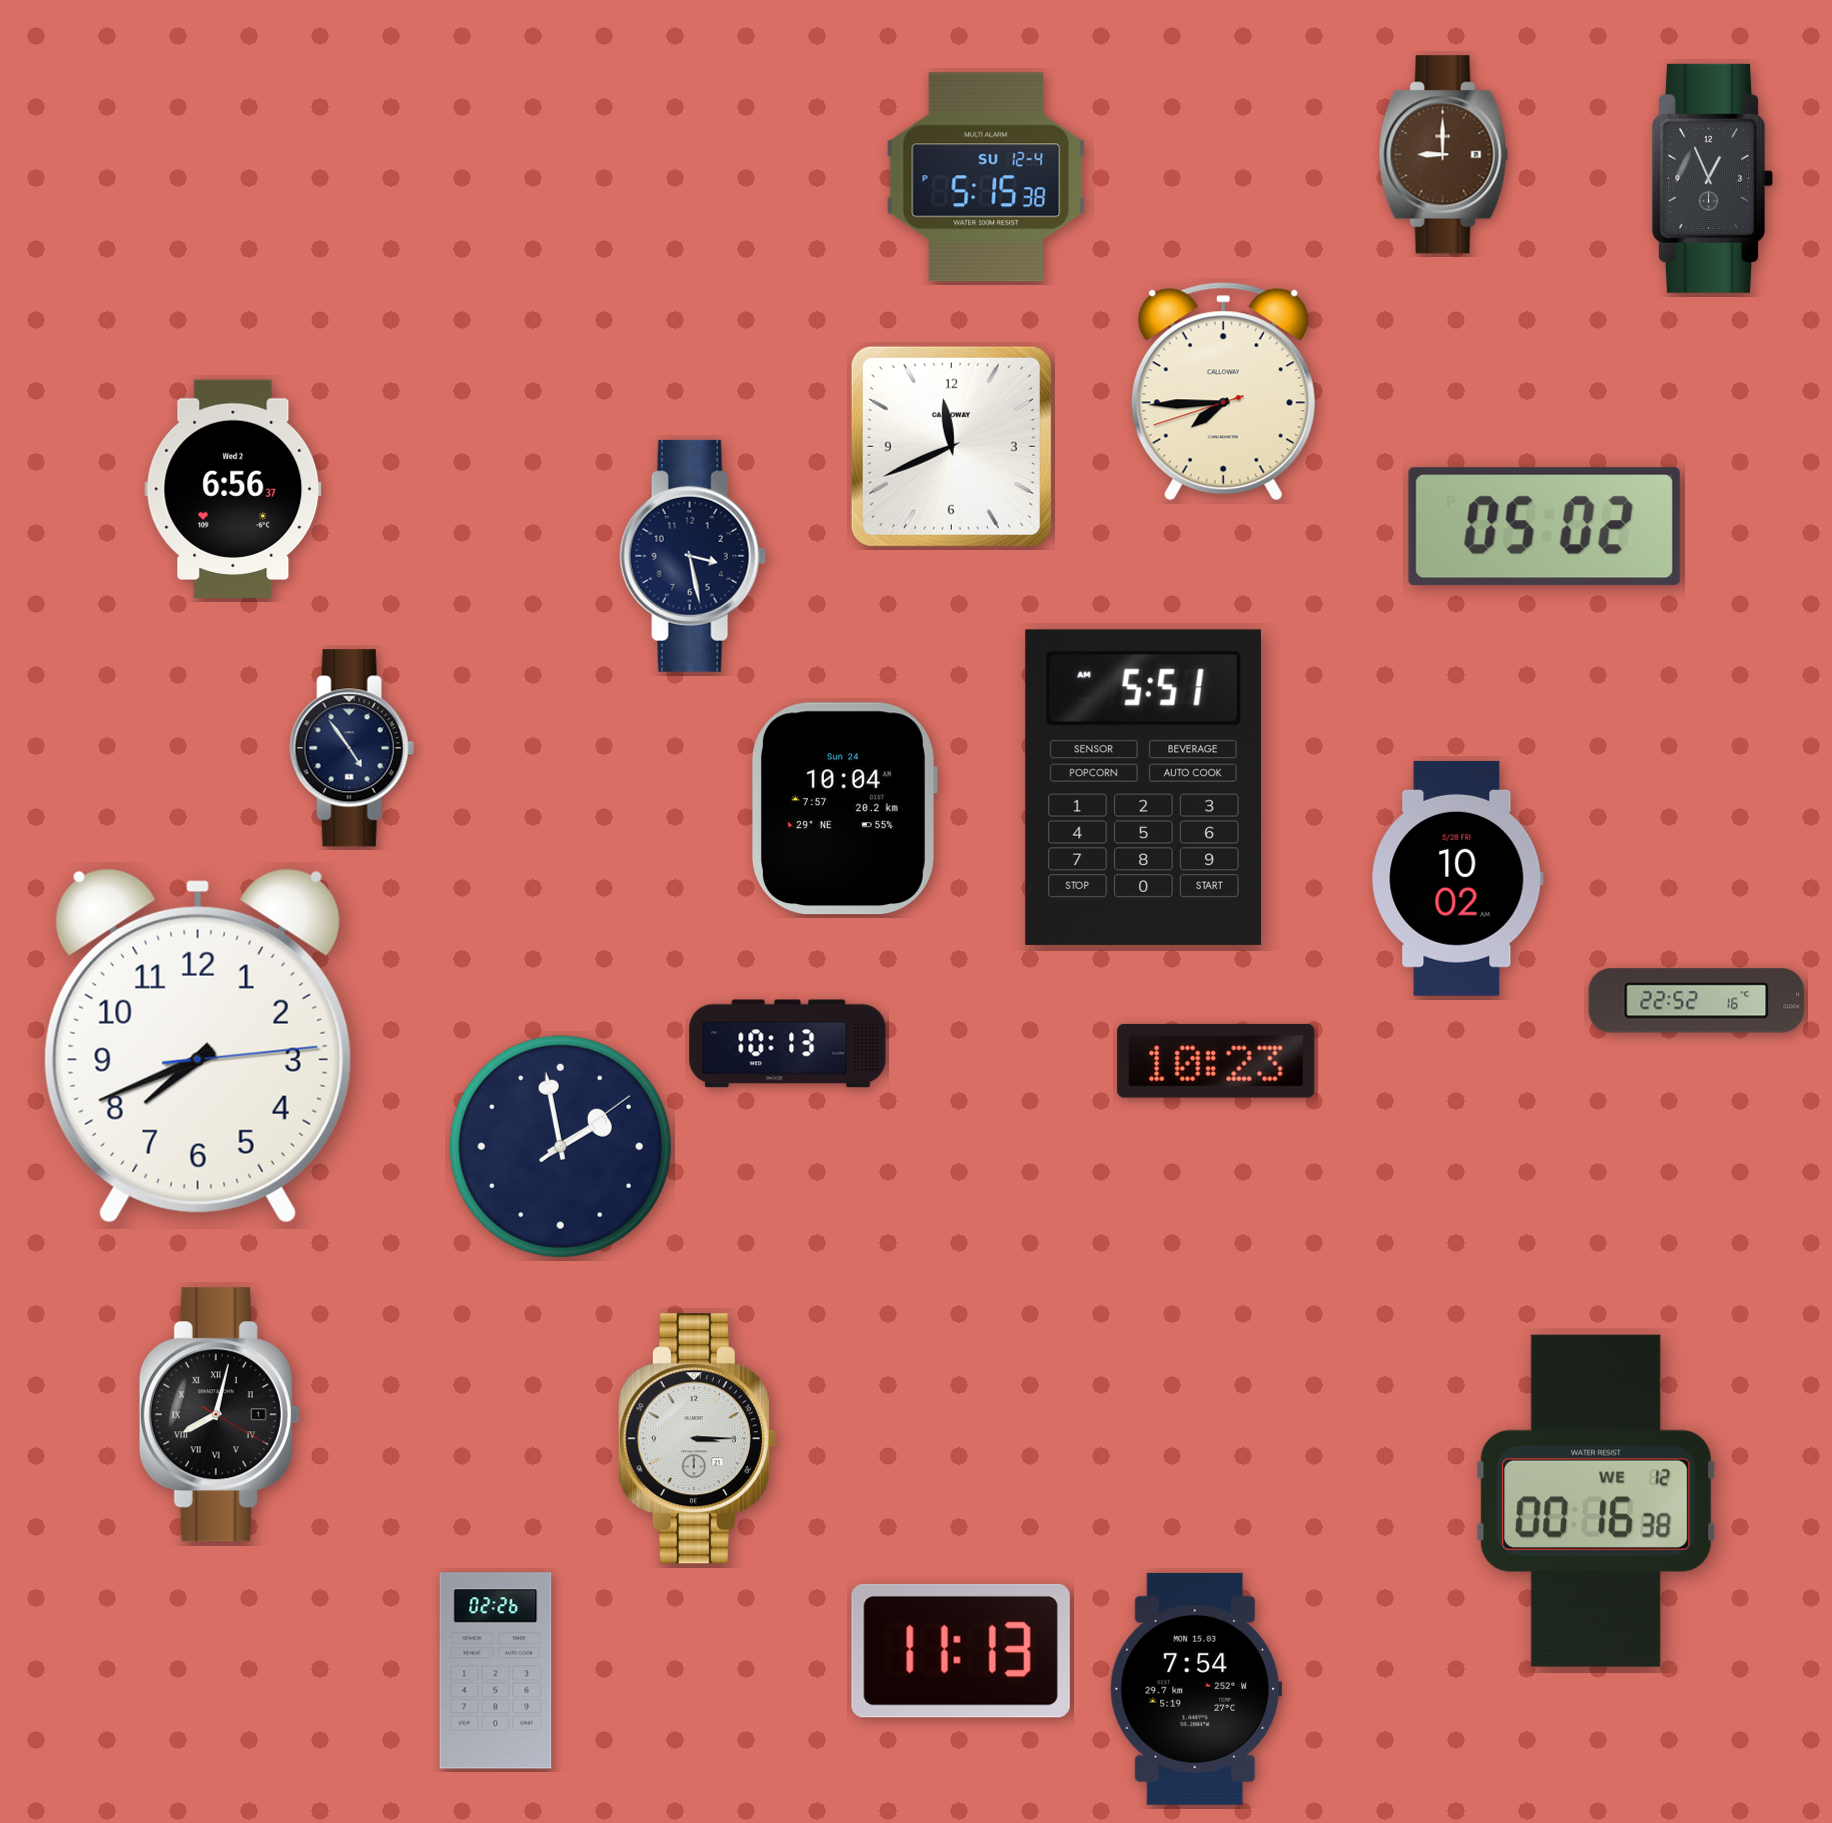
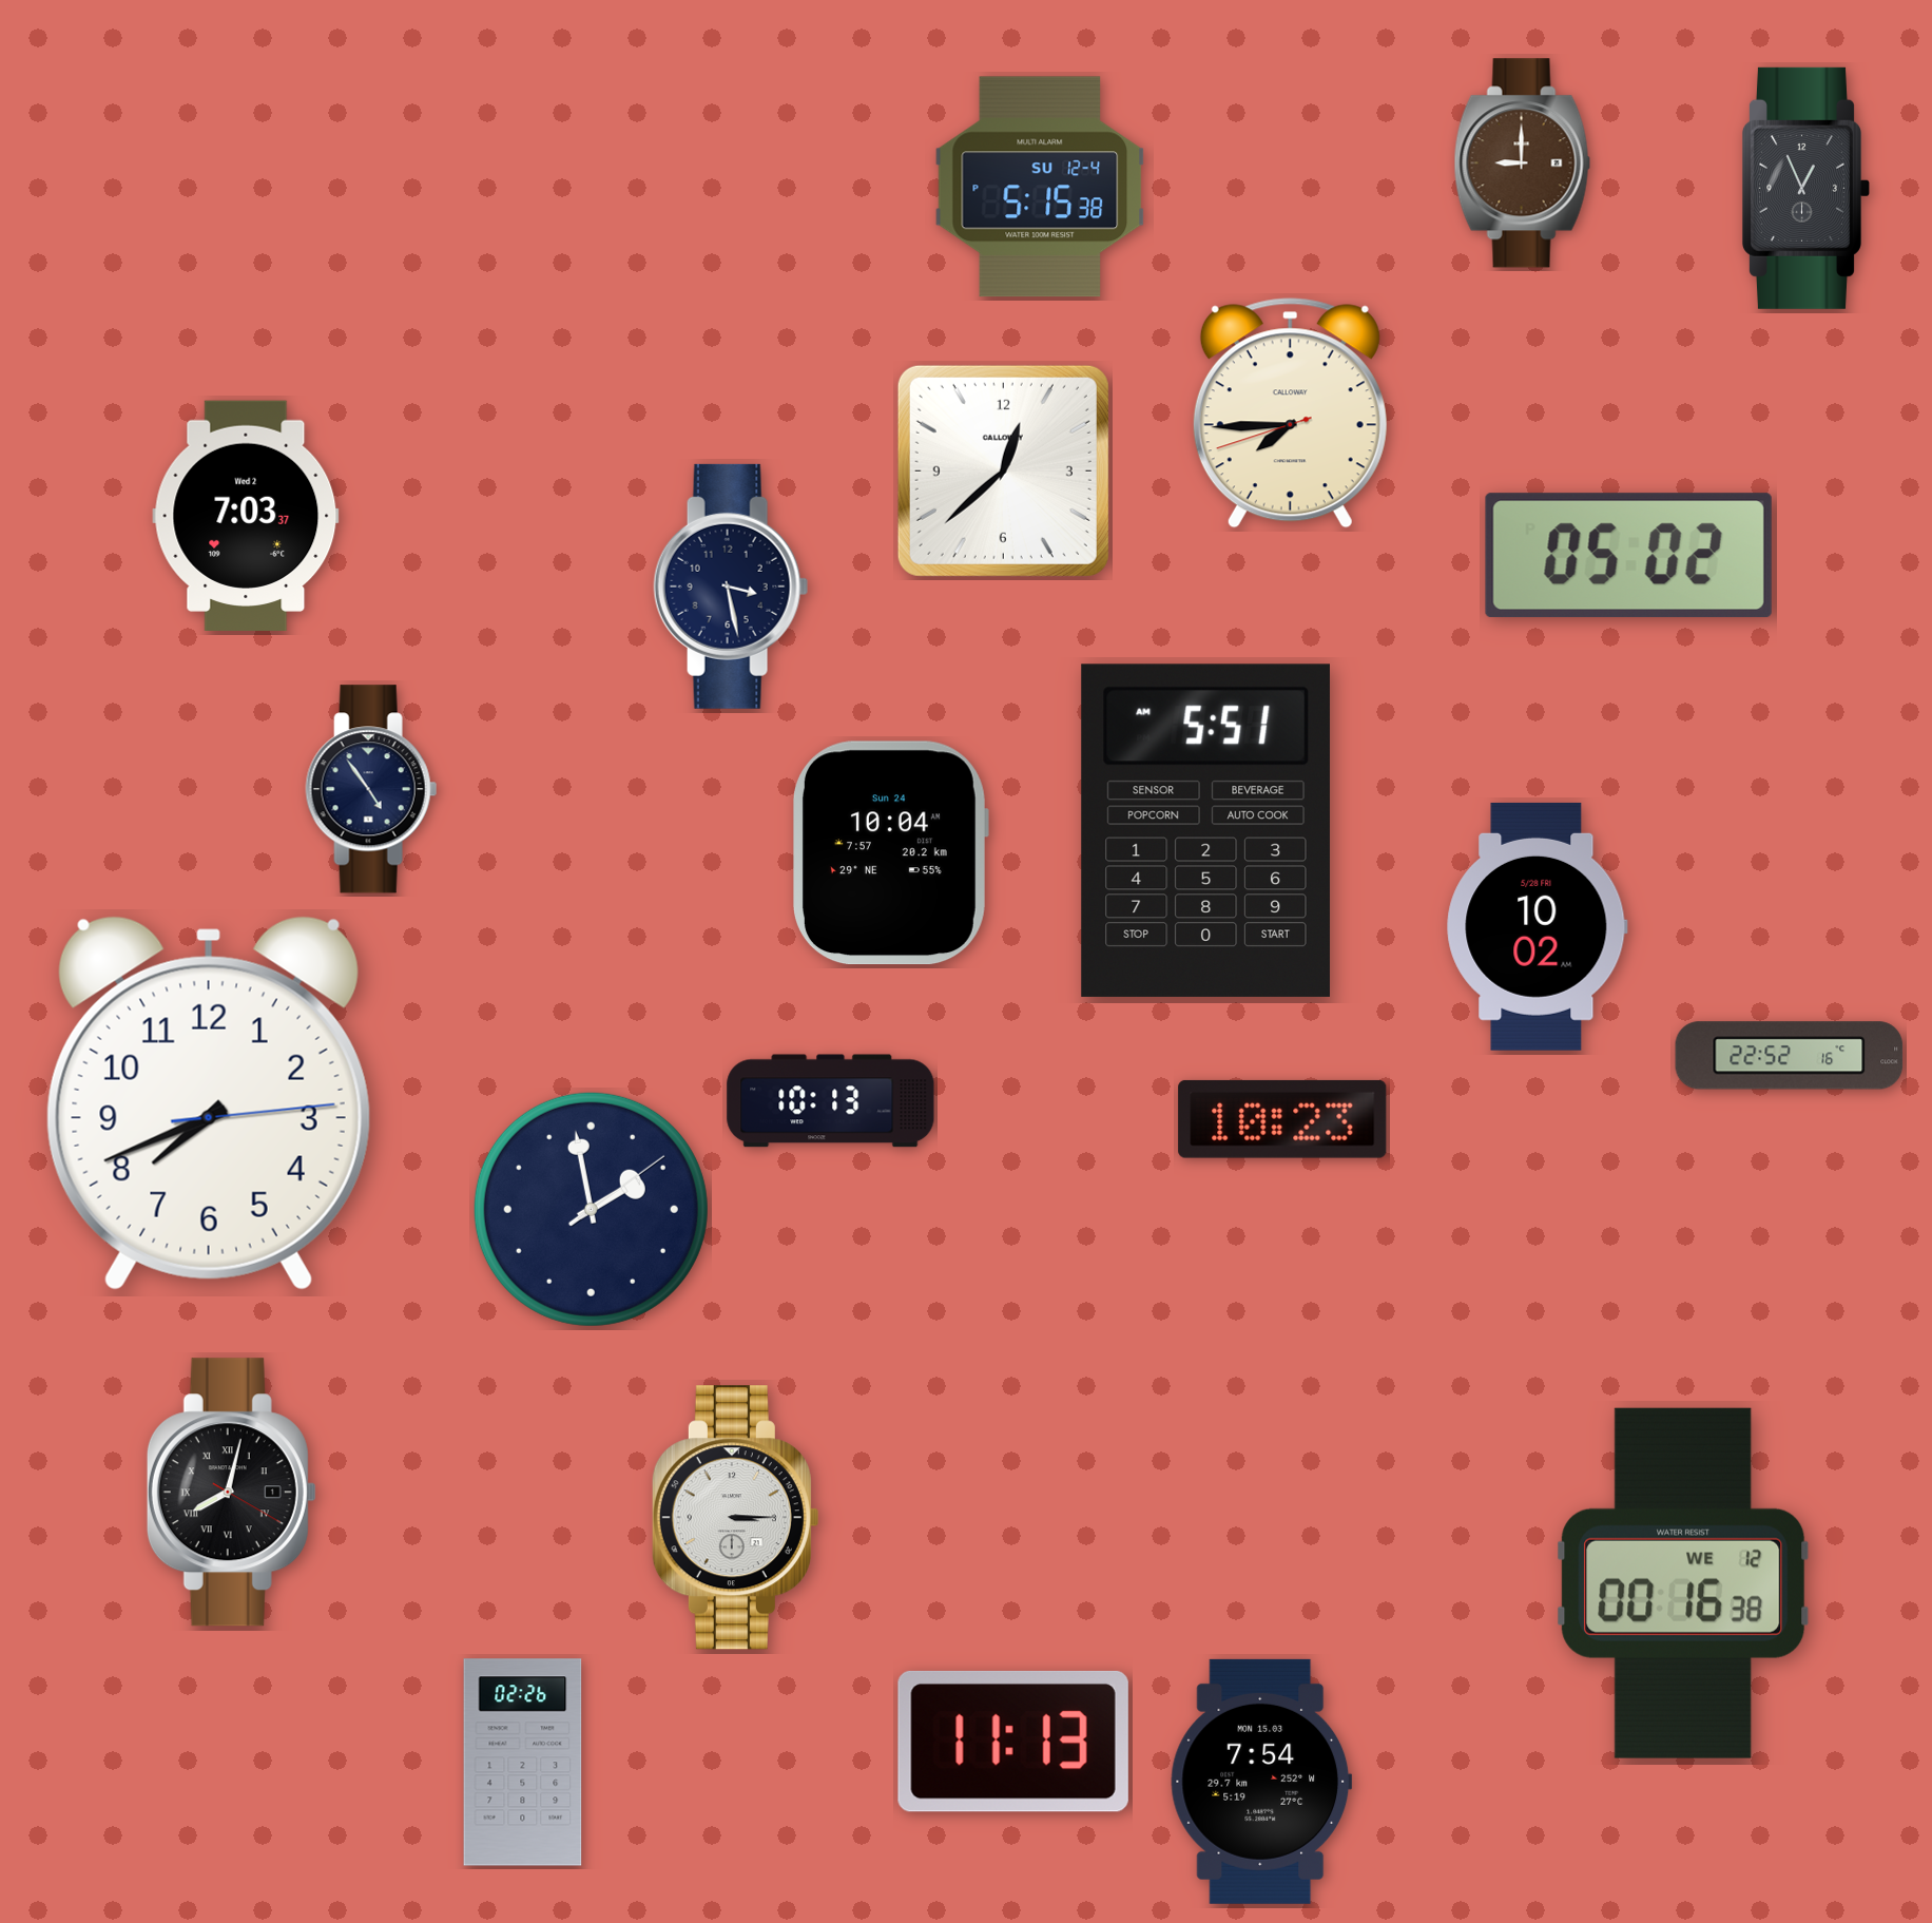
clock at (951, 446): 11:41 -> 12:38
clock at (233, 489): 6:56 -> 7:03
